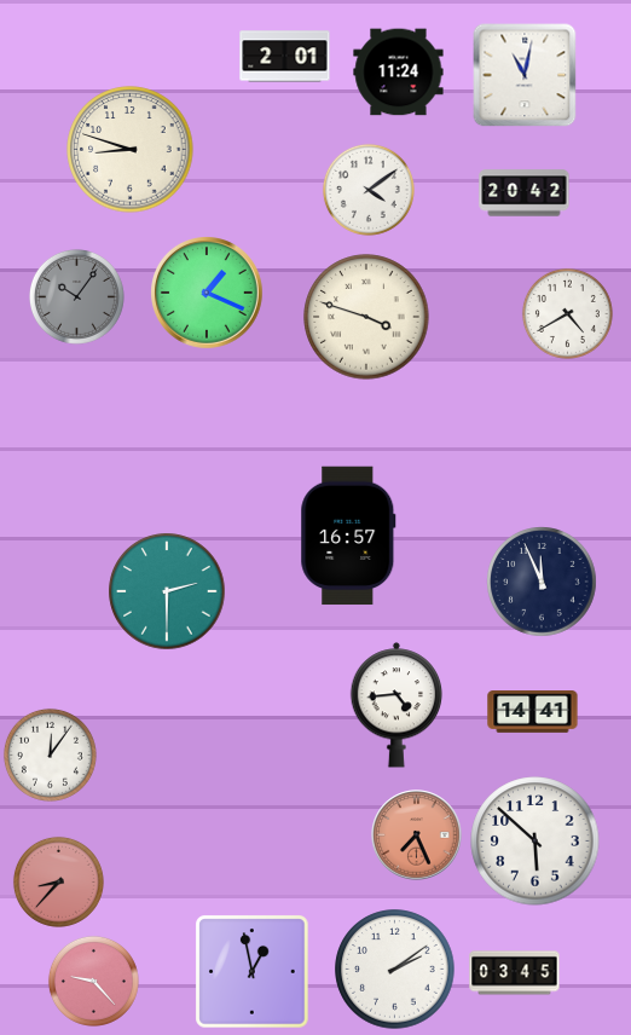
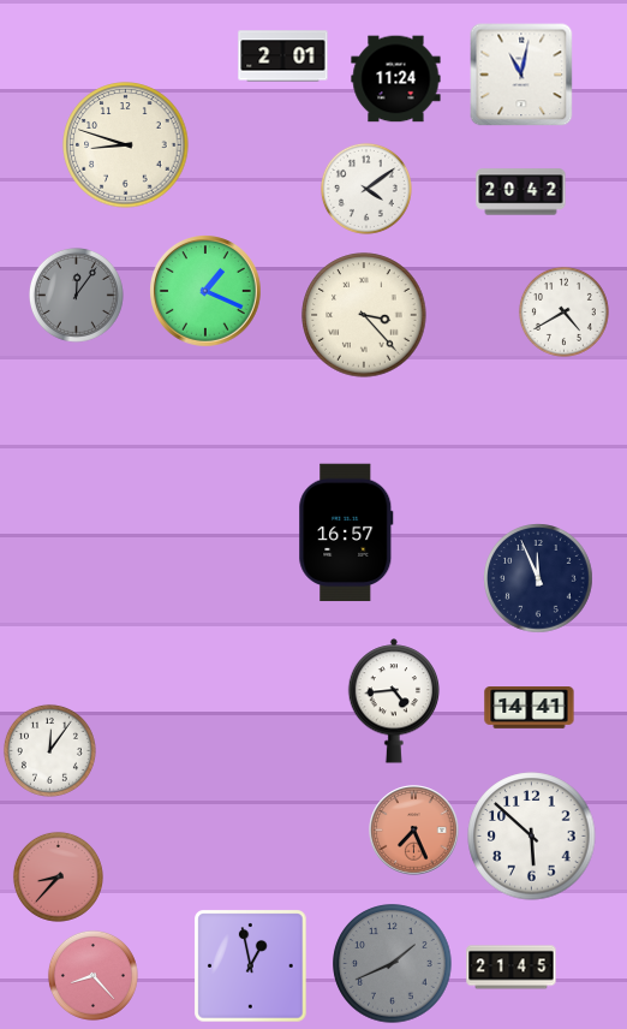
clock at (399, 73) position: (399, 73) -> (396, 79)
clock at (131, 150) position: (131, 150) -> (126, 145)
clock at (76, 296): 10:06 -> 12:06
clock at (366, 317): 3:48 -> 3:23
clock at (167, 591): 2:30 -> none
clock at (395, 970): 2:09 -> 1:41
clock at (395, 970) dial: white -> grey
clock at (515, 973): 03:45 -> 21:45
clock at (93, 981): 9:23 -> 8:23
